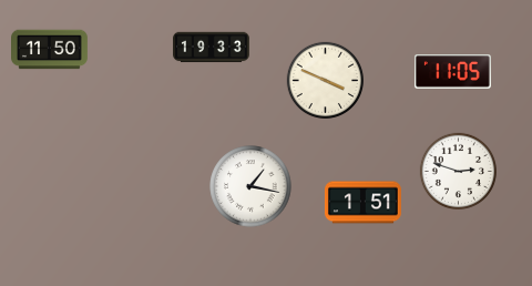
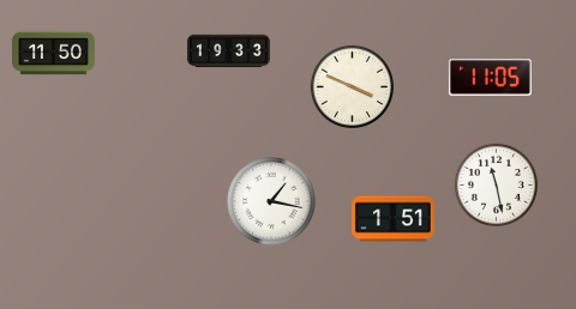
clock at (458, 171): 2:48 -> 11:28
